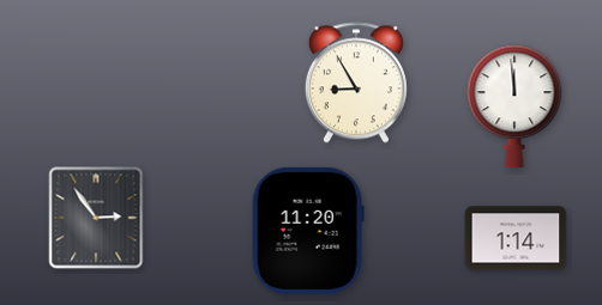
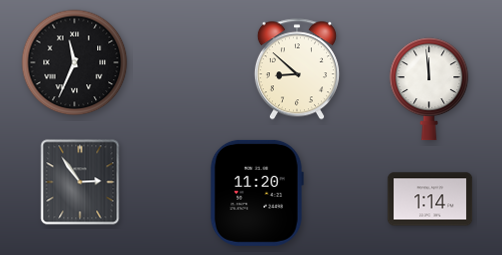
clock at (75, 63): none -> 11:34
clock at (356, 83): 8:55 -> 8:52
